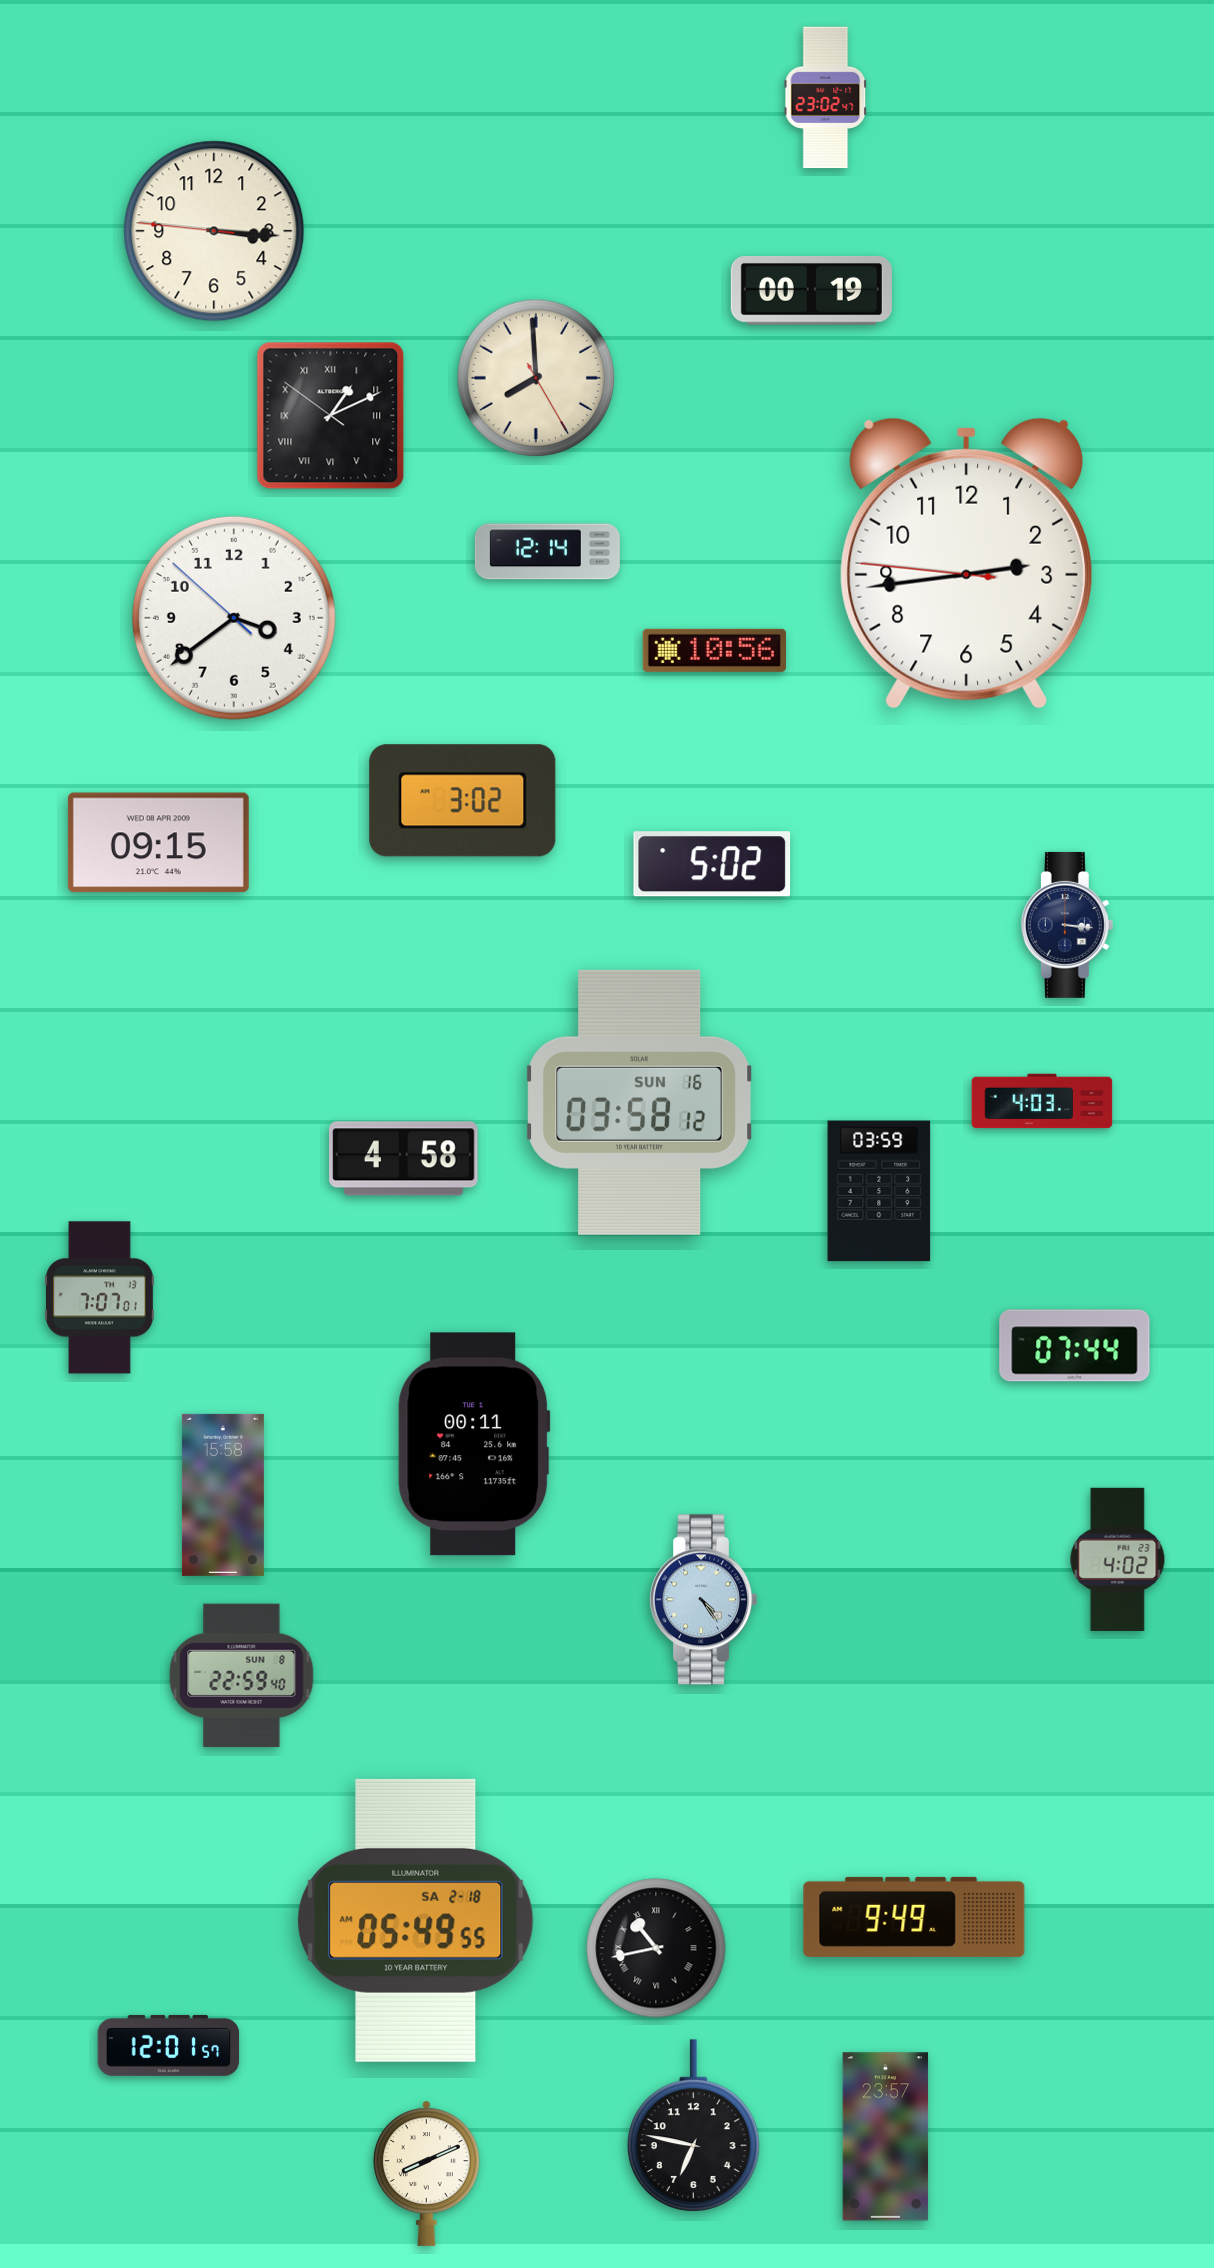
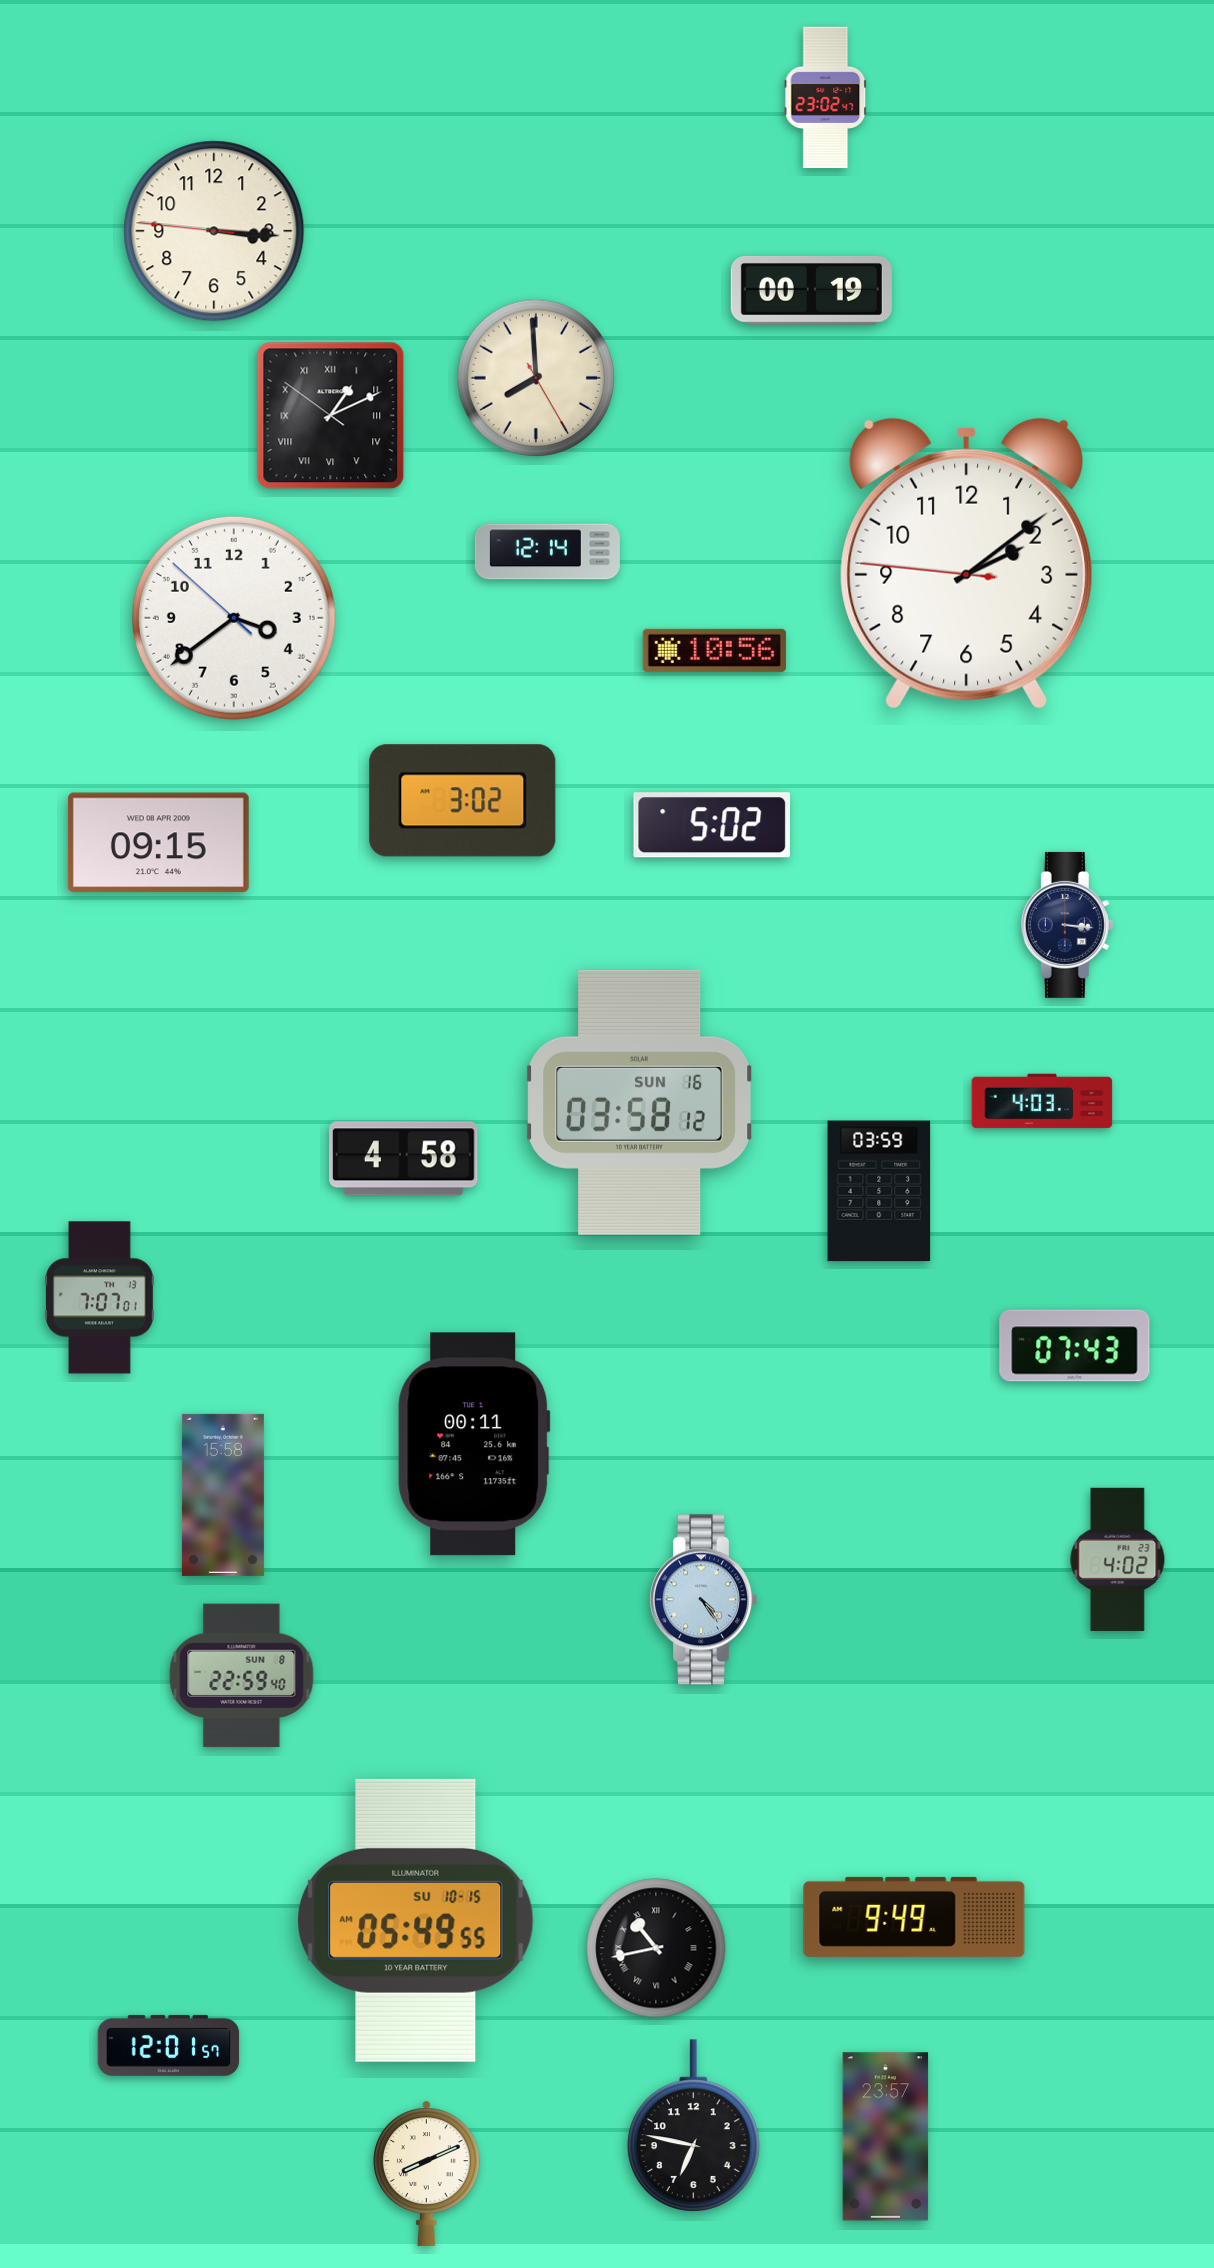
clock at (966, 563): 2:43 -> 2:08
clock at (712, 864) position: (712, 864) -> (712, 825)
clock at (1075, 1346): 07:44 -> 07:43
clock at (416, 1920) date: SA 2-18 -> SU 10-15
